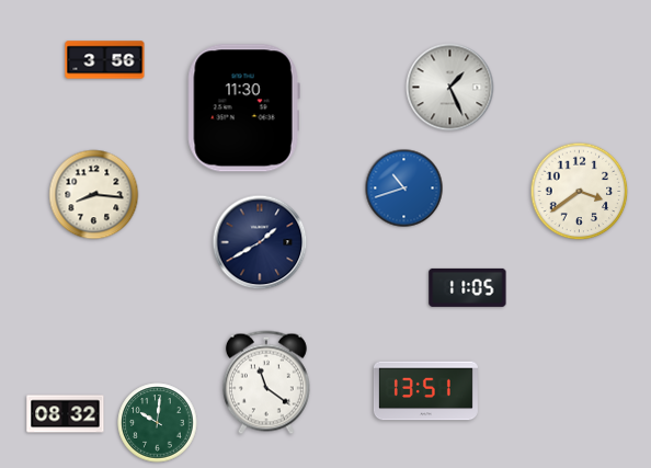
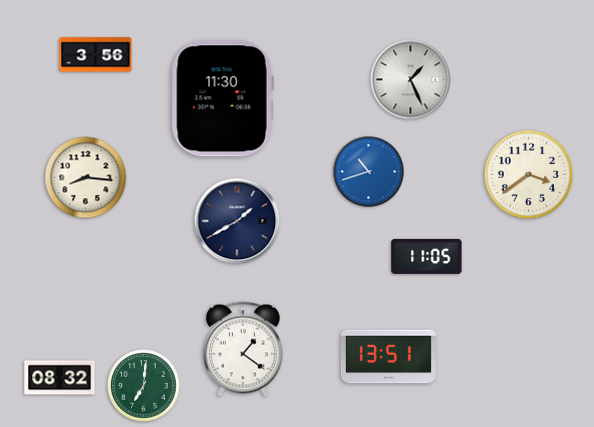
clock at (468, 287) position: (468, 287) -> (427, 256)
clock at (266, 383): 11:21 -> 1:21
clock at (158, 423): 10:01 -> 7:01
